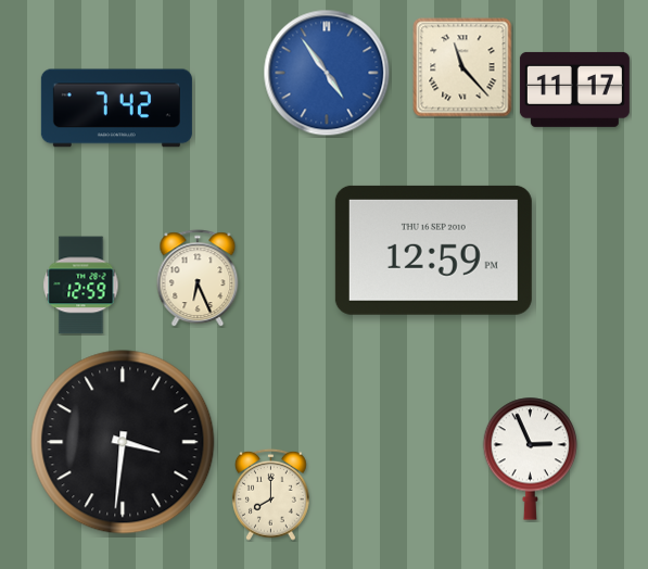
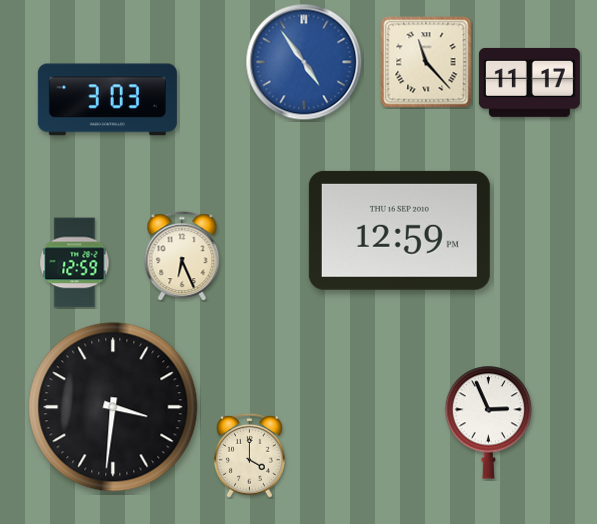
clock at (327, 73) position: (327, 73) -> (304, 62)
clock at (116, 109): 7:42 -> 3:03
clock at (271, 494): 8:00 -> 4:00
